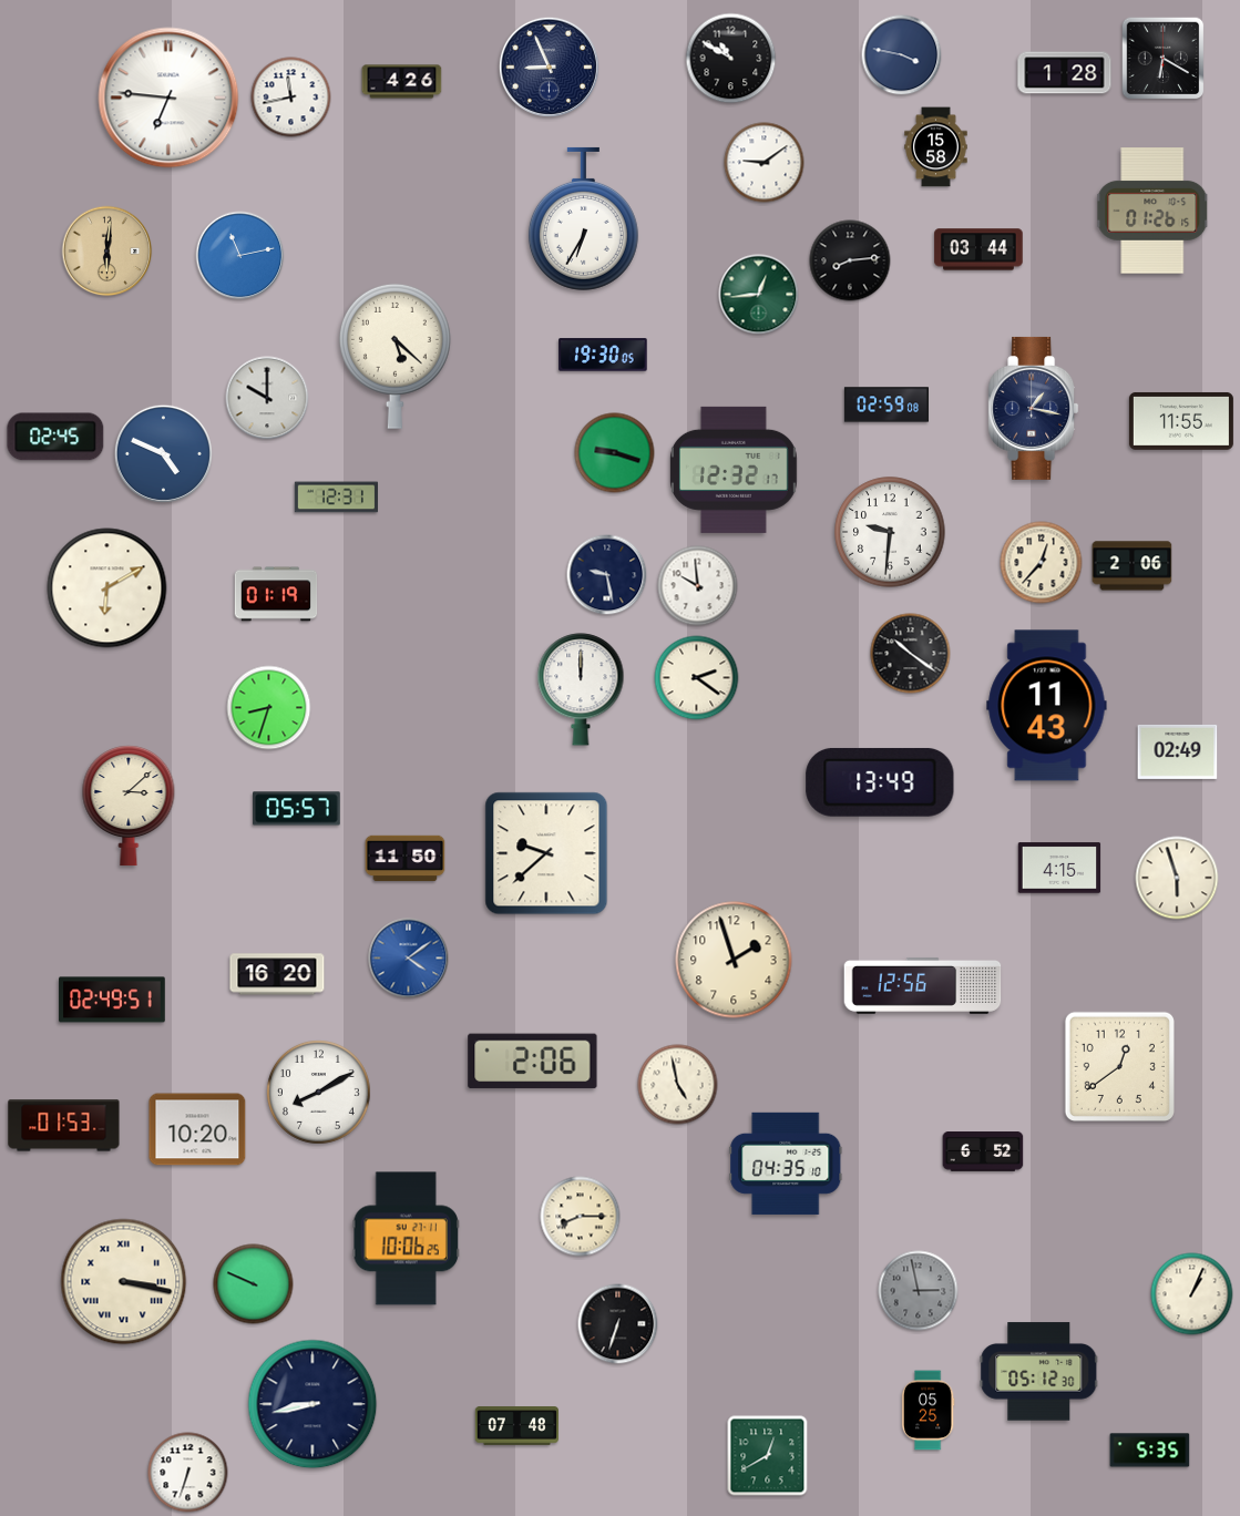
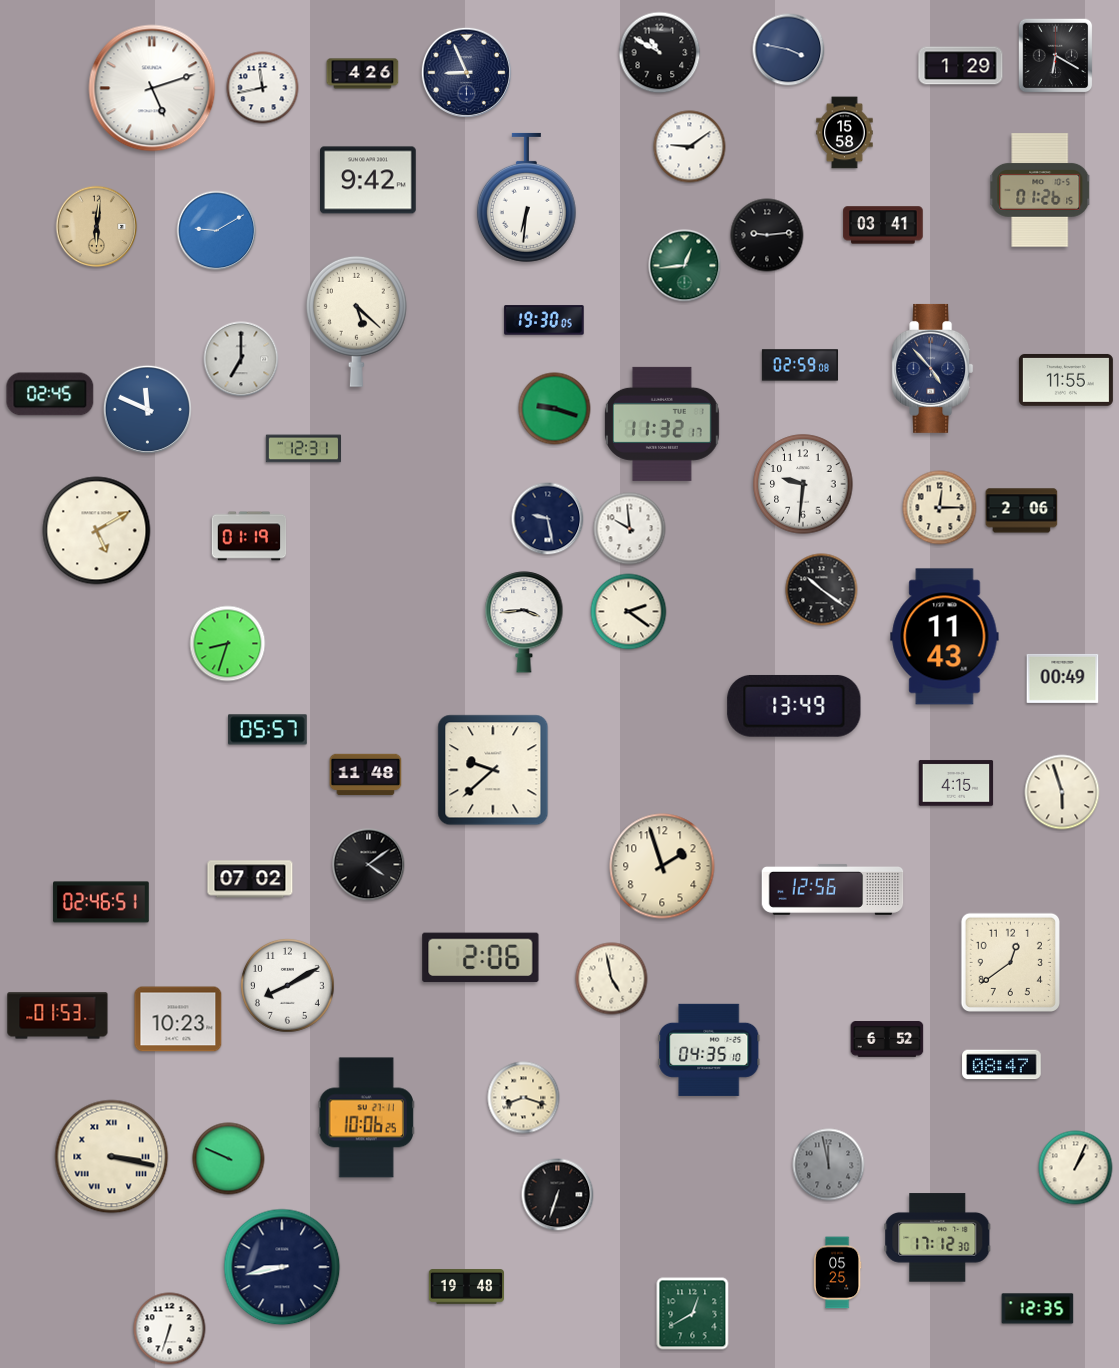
clock at (902, 55) position: (902, 55) -> (789, 50)
clock at (1164, 59) position: (1164, 59) -> (1056, 56)
clock at (549, 66) position: (549, 66) -> (466, 72)
clock at (1065, 73): 1:28 -> 1:29
clock at (168, 98): 6:46 -> 5:12
clock at (369, 180): none -> 9:42
clock at (583, 218): 6:35 -> 6:31
clock at (978, 249): 03:44 -> 03:41
clock at (240, 256): 11:13 -> 9:10
clock at (850, 260): 8:14 -> 9:14
clock at (267, 398): 10:00 -> 7:00
clock at (1034, 408): 1:17 -> 4:53
clock at (163, 453): 4:49 -> 11:49
clock at (734, 470): 12:32 -> 11:32
clock at (890, 532) position: (890, 532) -> (803, 484)
clock at (1042, 563): 12:37 -> 12:15
clock at (107, 588): 6:10 -> 5:10
clock at (581, 689): 12:00 -> 3:44
clock at (269, 708) position: (269, 708) -> (228, 644)
clock at (1178, 751): 02:49 -> 00:49
clock at (129, 807): 3:08 -> none
clock at (406, 859): 11:50 -> 11:48
clock at (409, 959) dial: blue -> black
clock at (277, 974): 16:20 -> 07:02
clock at (112, 1000): 02:49 -> 02:46
clock at (197, 1129): 10:20 -> 10:23
clock at (1002, 1065): none -> 08:47
clock at (581, 1217): 8:15 -> 8:18
clock at (919, 1291): 2:58 -> 11:58
clock at (1039, 1372): 05:12 -> 17:12
clock at (516, 1426): 07:48 -> 19:48
clock at (1150, 1451): 5:35 -> 12:35
